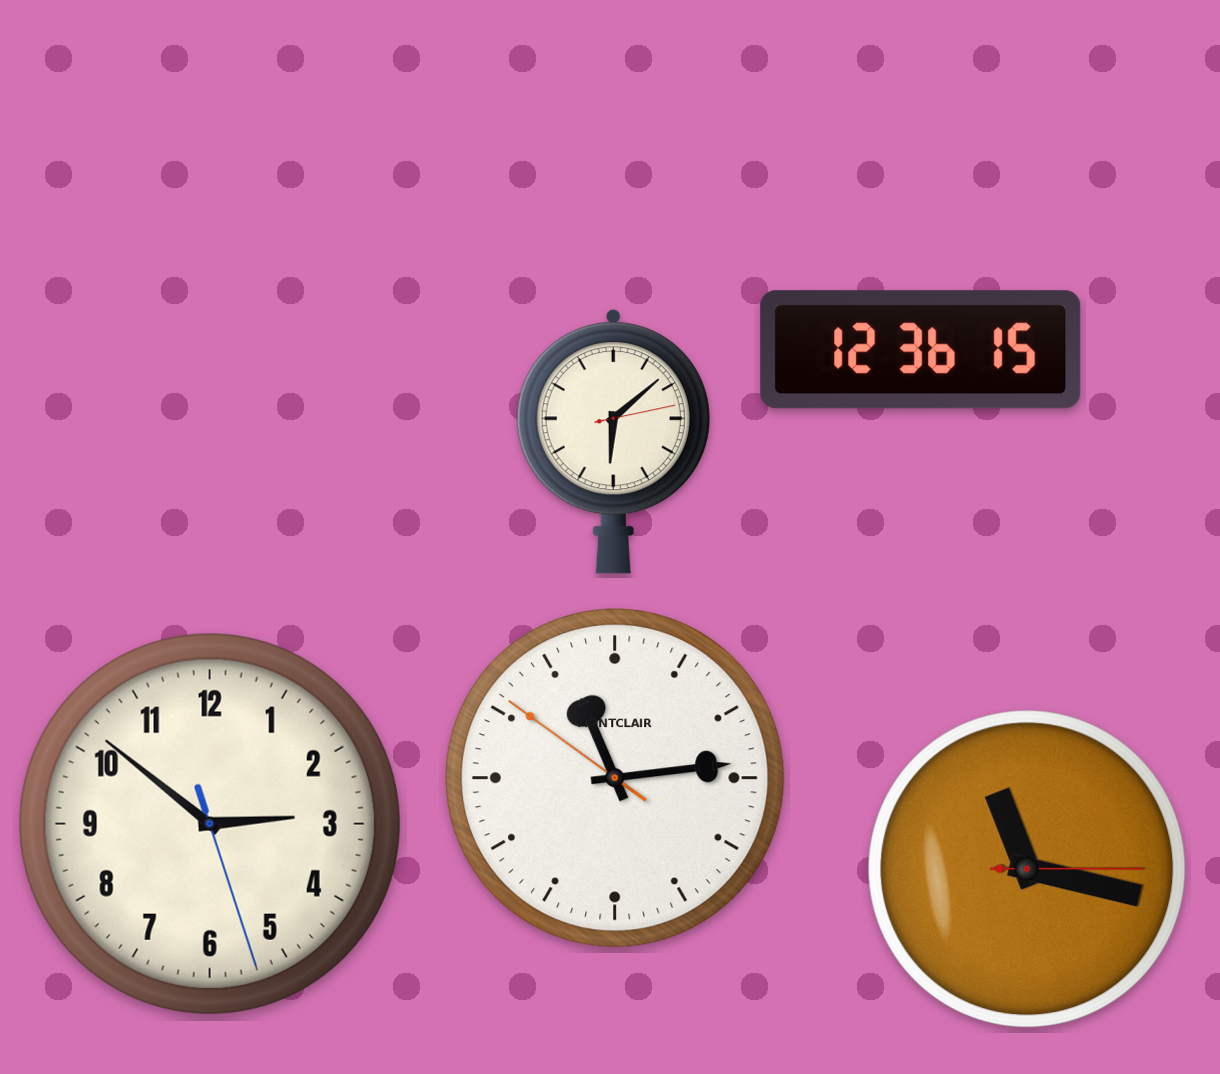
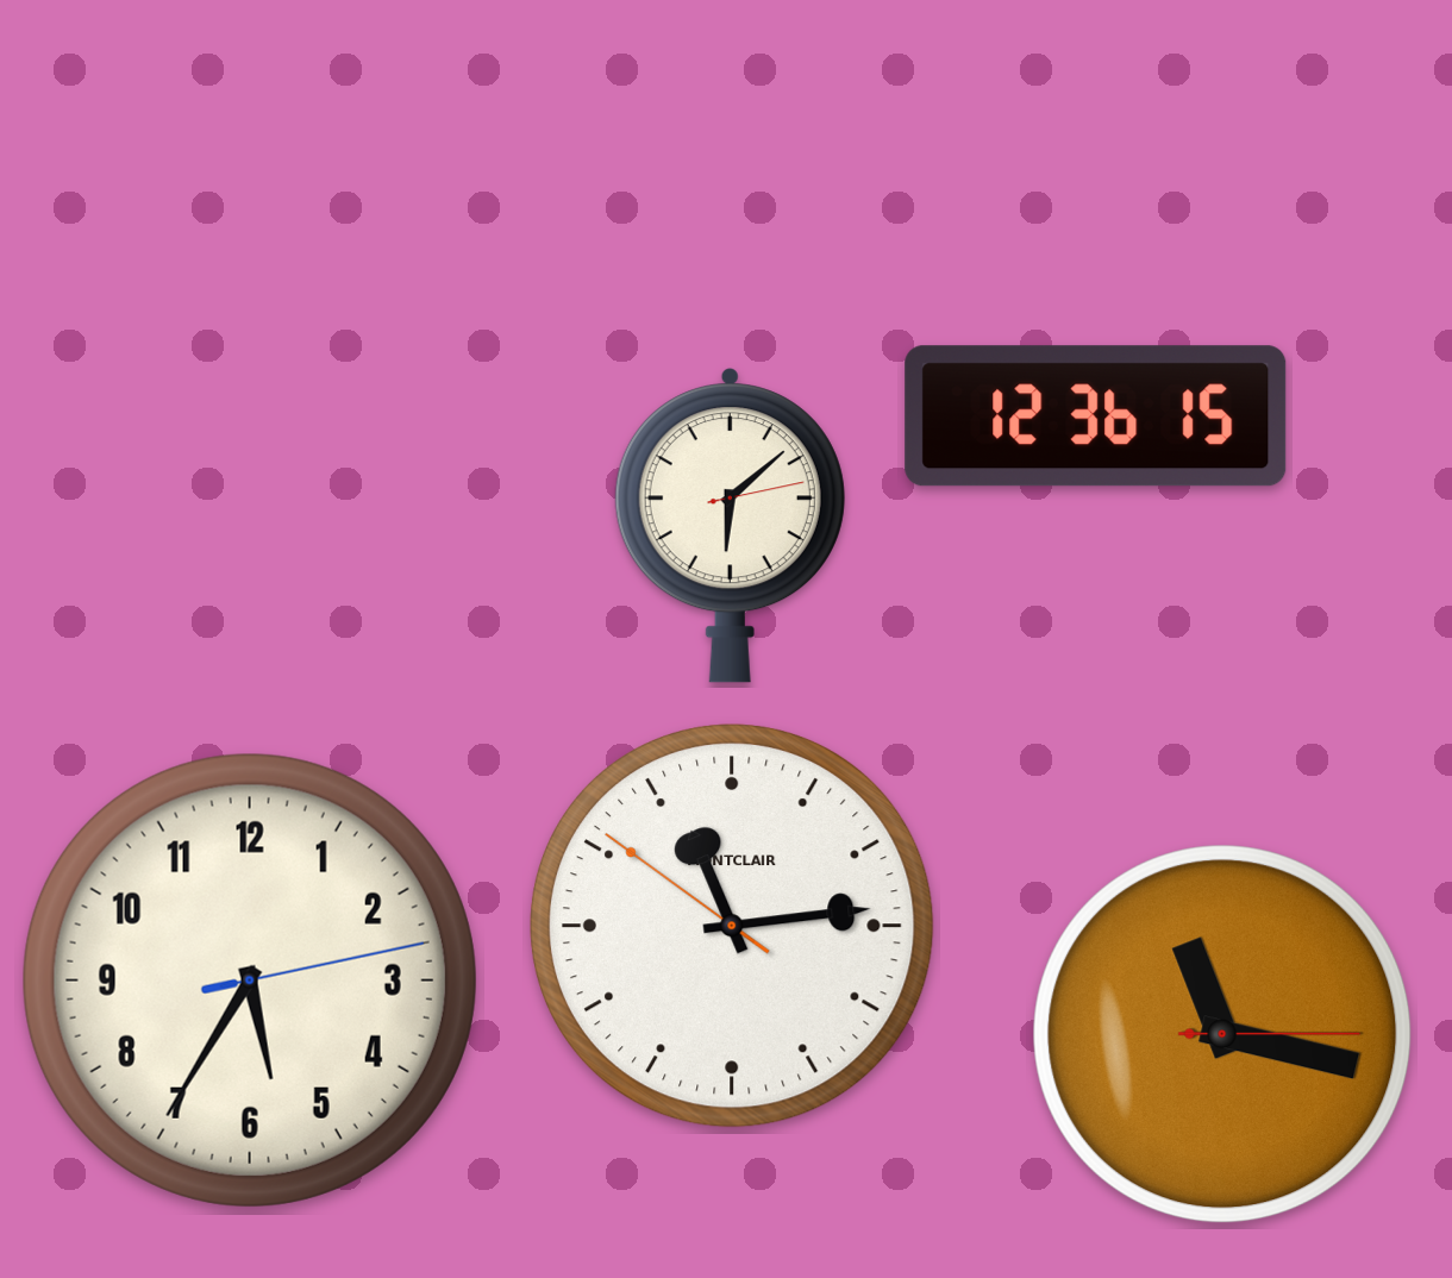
clock at (210, 824): 2:51 -> 5:35
